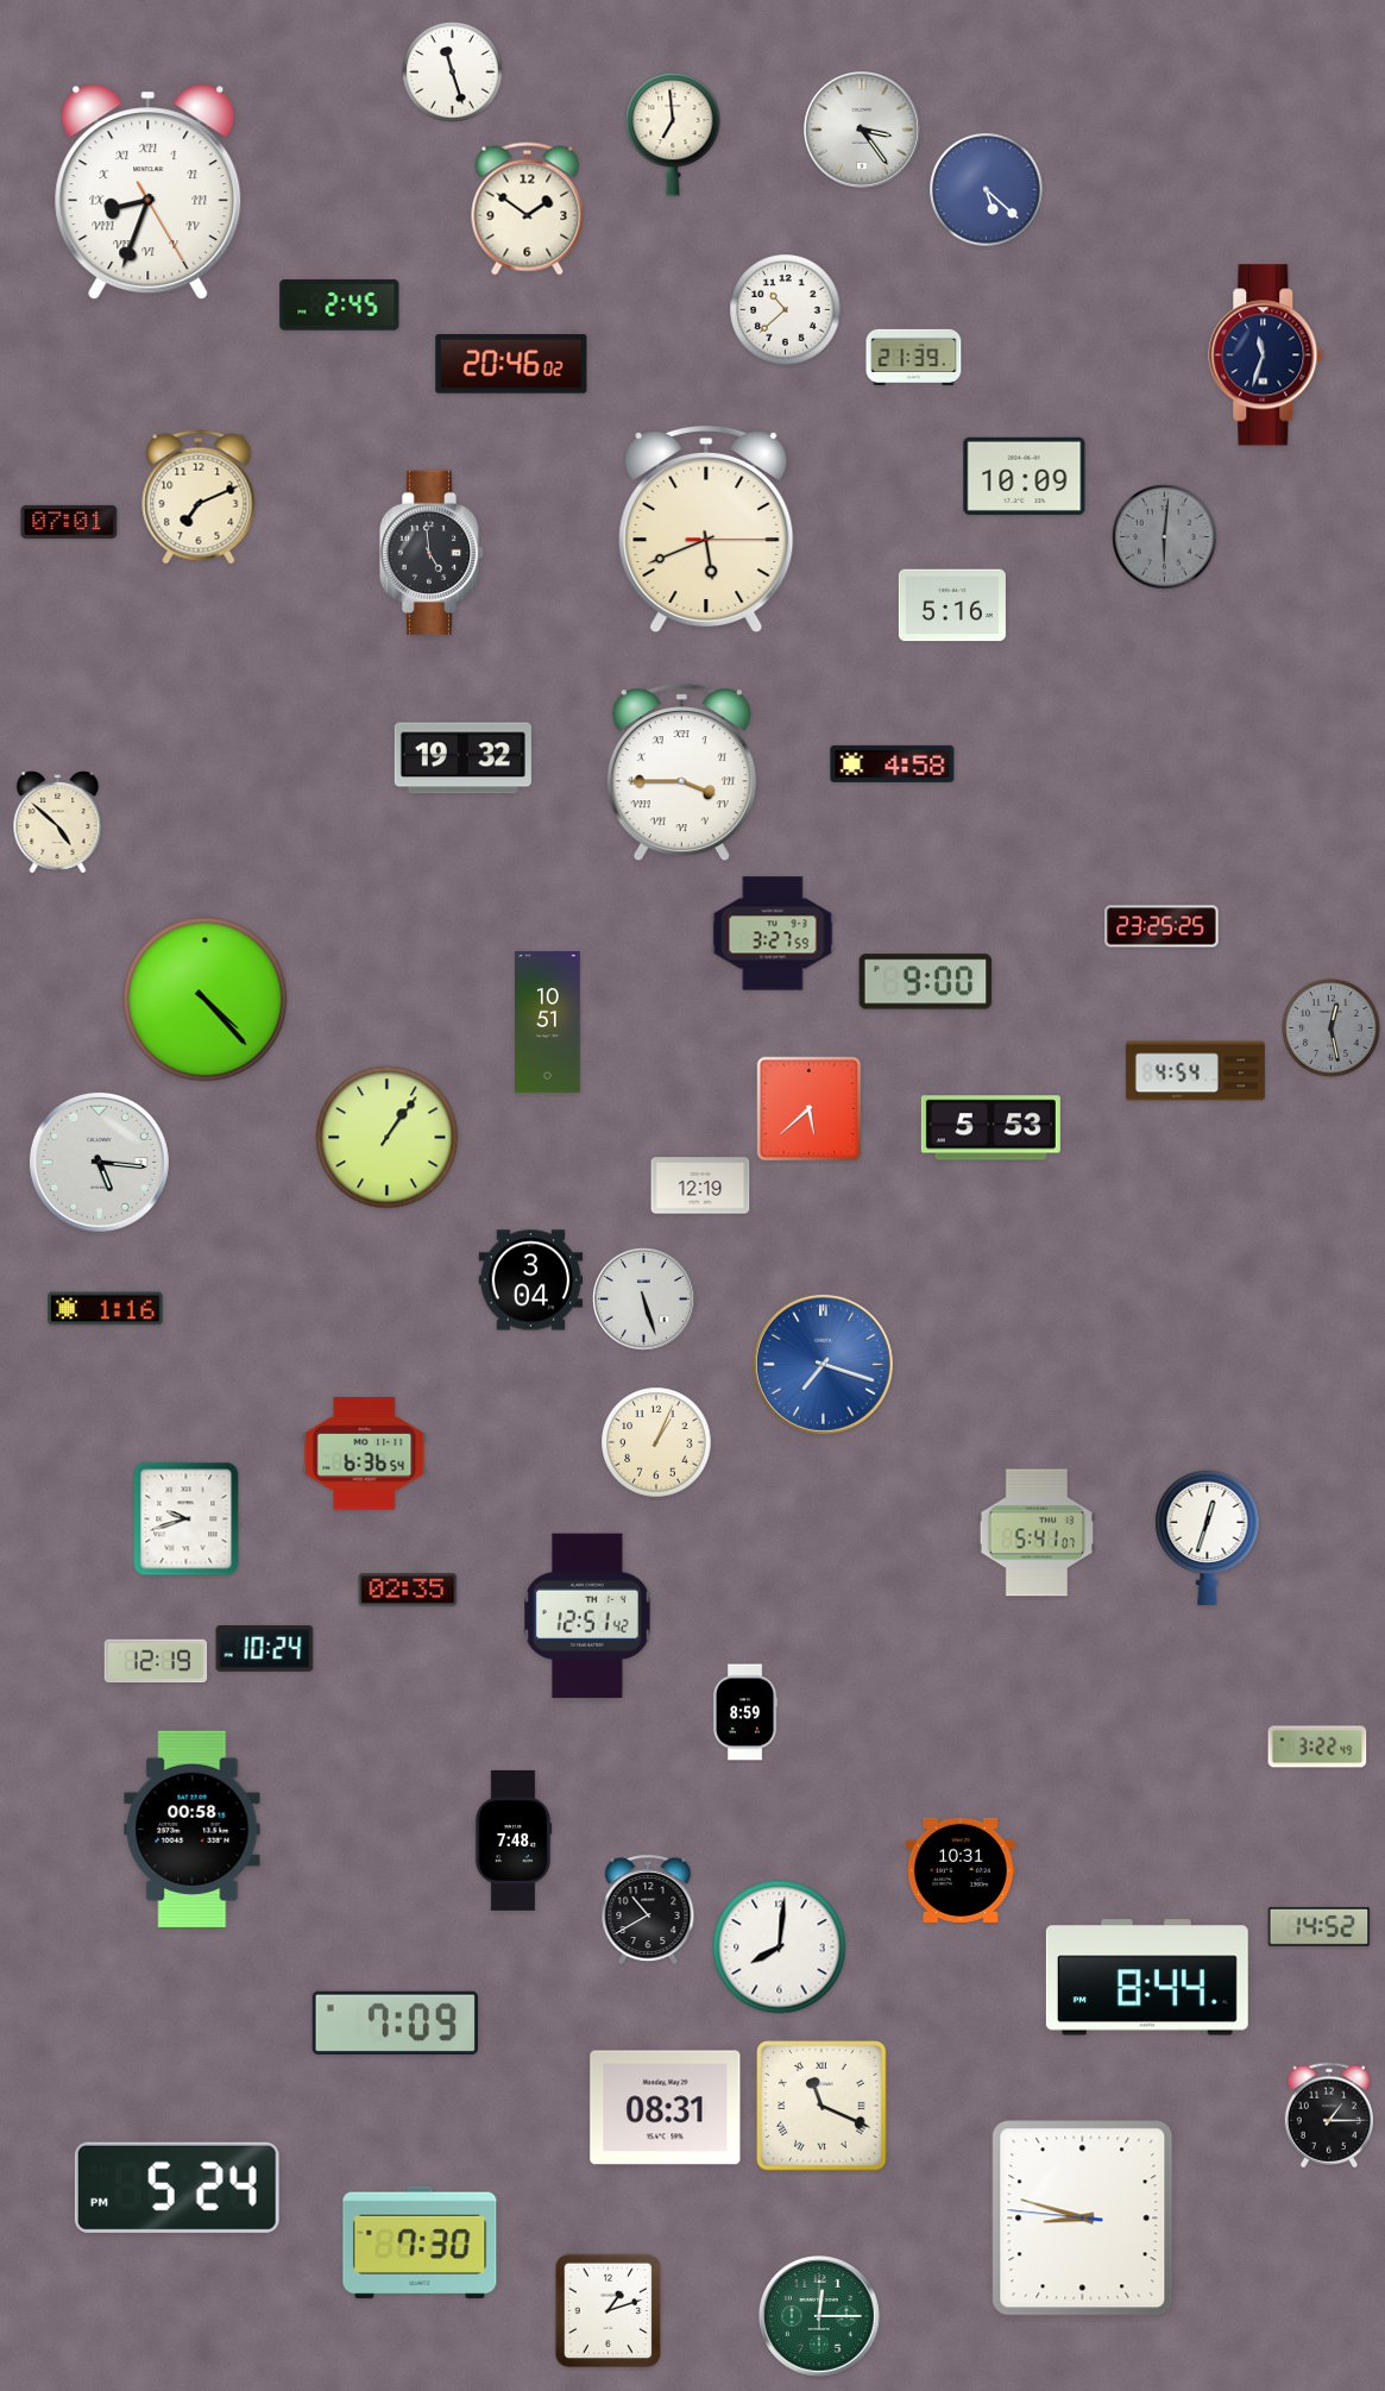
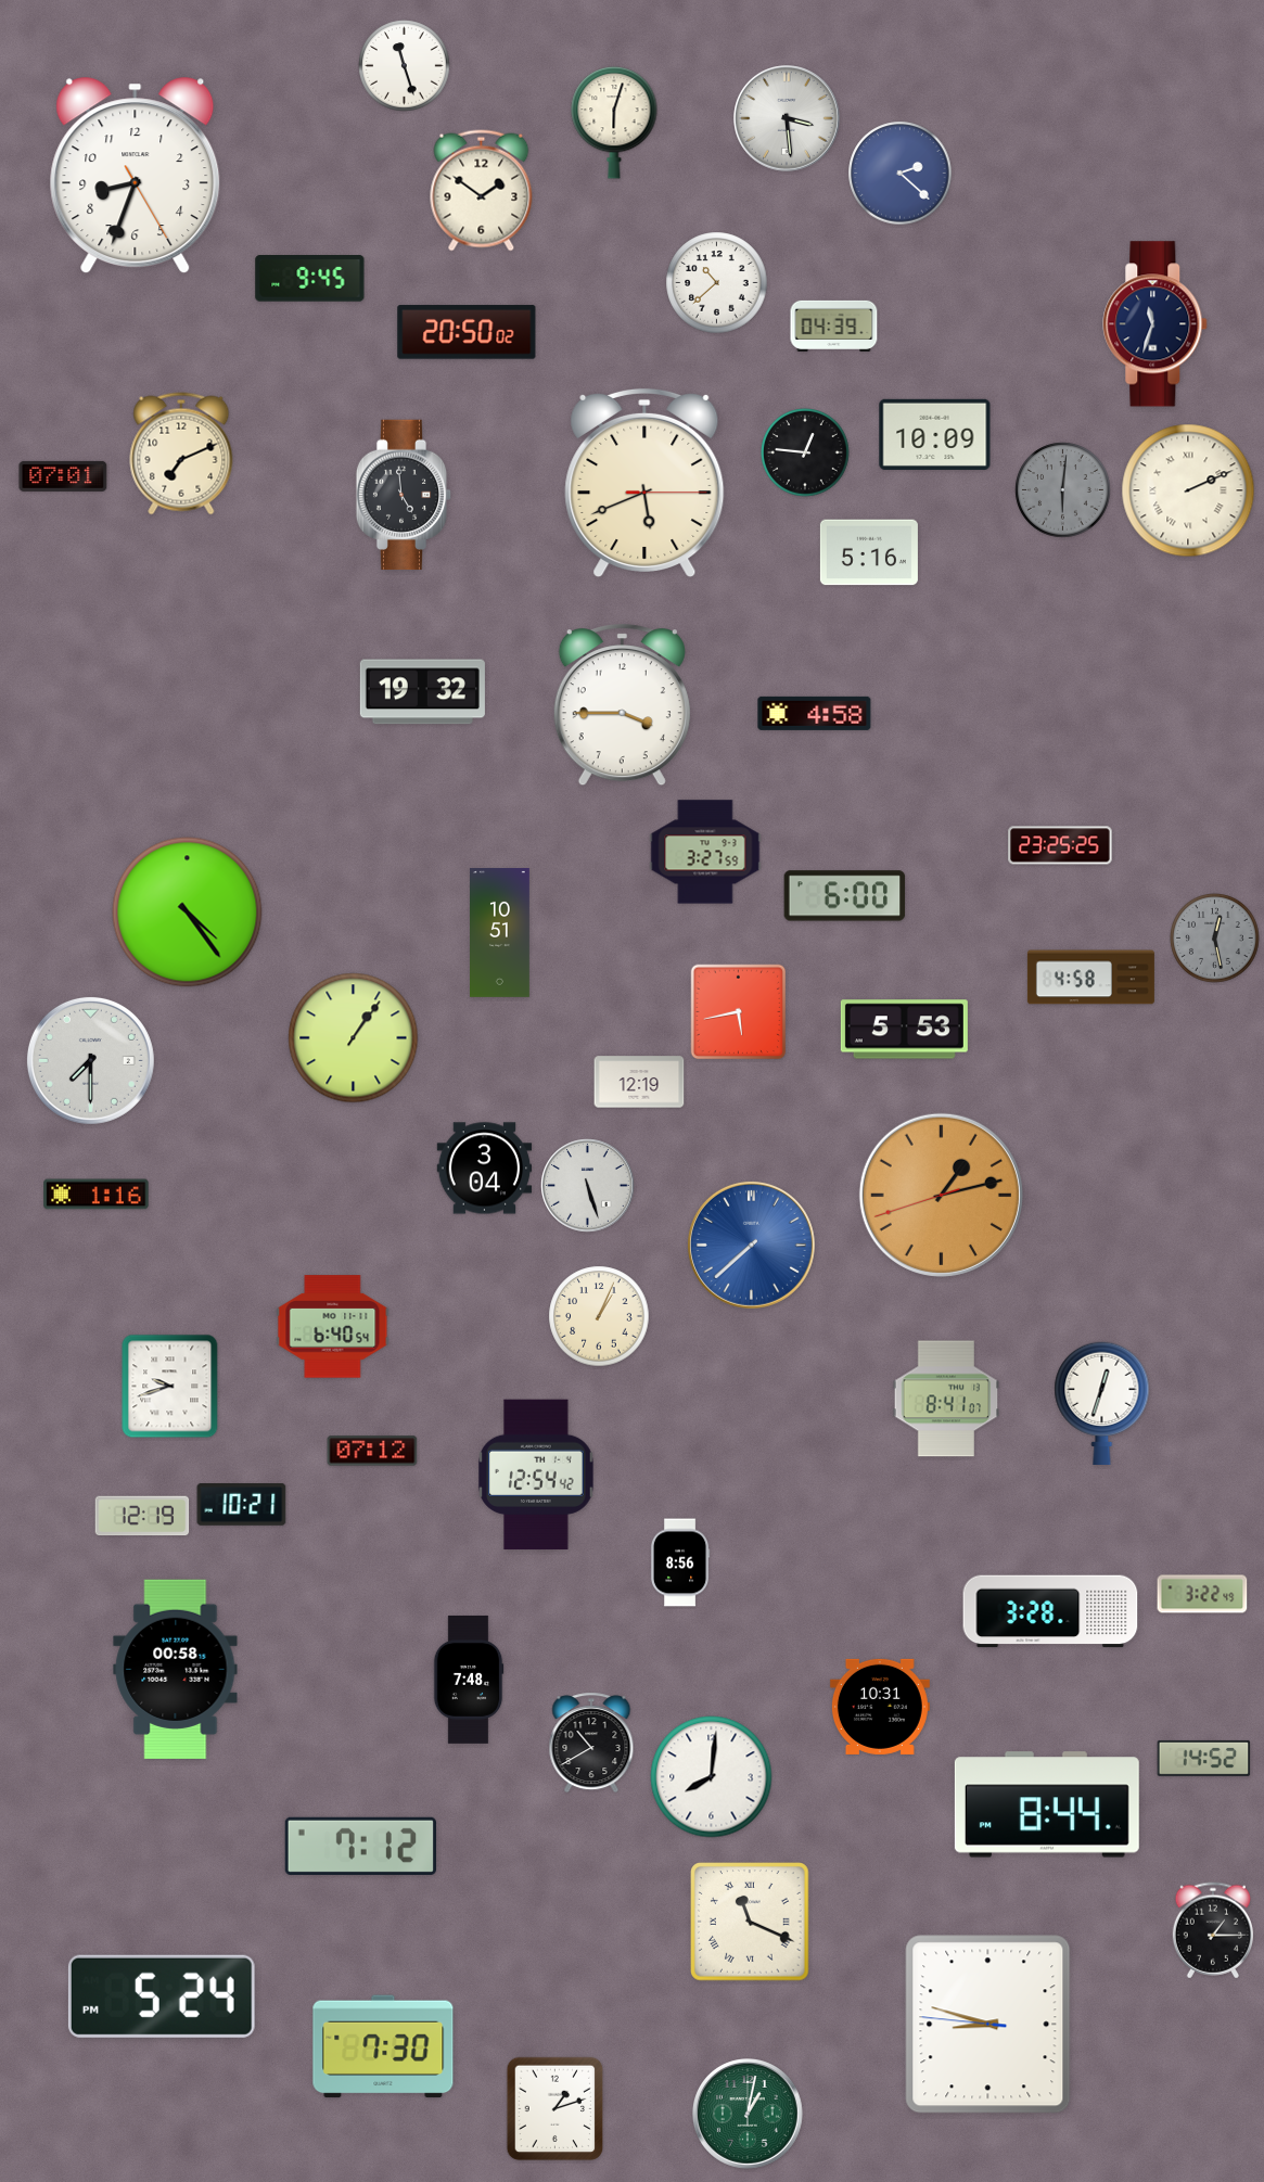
clock at (453, 73) position: (453, 73) -> (405, 66)
clock at (862, 130): 3:24 -> 3:29
clock at (673, 134): 6:59 -> 6:03
clock at (987, 190): 5:22 -> 2:22
clock at (149, 193) numerals: Roman -> Arabic
clock at (340, 306): 2:45 -> 9:45
clock at (914, 357): 21:39 -> 04:39
clock at (511, 364): 20:46 -> 20:50
clock at (805, 452): none -> 12:46
clock at (1188, 490): none -> 2:11
clock at (432, 553) position: (432, 553) -> (404, 495)
clock at (893, 763) position: (893, 763) -> (815, 713)
clock at (681, 773) numerals: Roman -> Arabic
clock at (58, 823): 4:52 -> none
clock at (926, 982): 9:00 -> 6:00
clock at (206, 1000): 4:23 -> 4:24
clock at (1195, 1071): 4:54 -> 4:58
clock at (810, 1109): 5:38 -> 5:43
clock at (99, 1162): 5:16 -> 7:30
clock at (941, 1195): none -> 1:12
clock at (823, 1364): 7:18 -> 7:38
clock at (365, 1454): 6:36 -> 6:40
clock at (1037, 1533): 5:41 -> 8:41
clock at (408, 1590): 02:35 -> 07:12
clock at (587, 1616): 12:51 -> 12:54
clock at (265, 1649): 10:24 -> 10:21
clock at (745, 1712): 8:59 -> 8:56
clock at (1050, 1611): none -> 3:28
clock at (961, 1870) position: (961, 1870) -> (880, 1707)
clock at (395, 2022): 7:09 -> 7:12
clock at (666, 2108): 08:31 -> none
clock at (820, 2317): 12:15 -> 1:02
